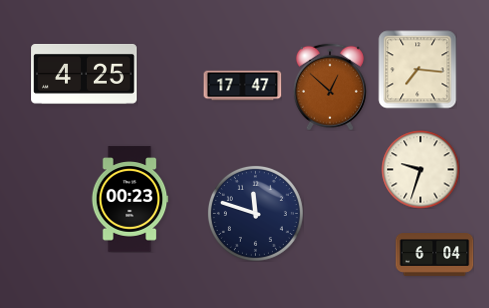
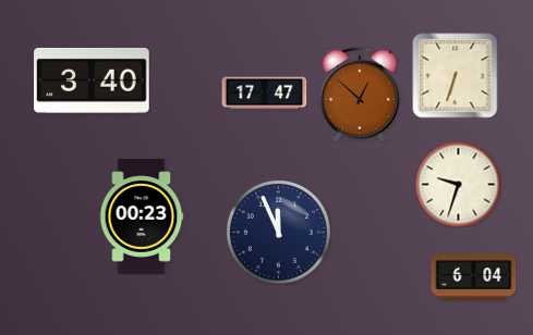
clock at (417, 69): 7:16 -> 6:33
clock at (84, 74): 4:25 -> 3:40
clock at (255, 213): 11:48 -> 11:56
